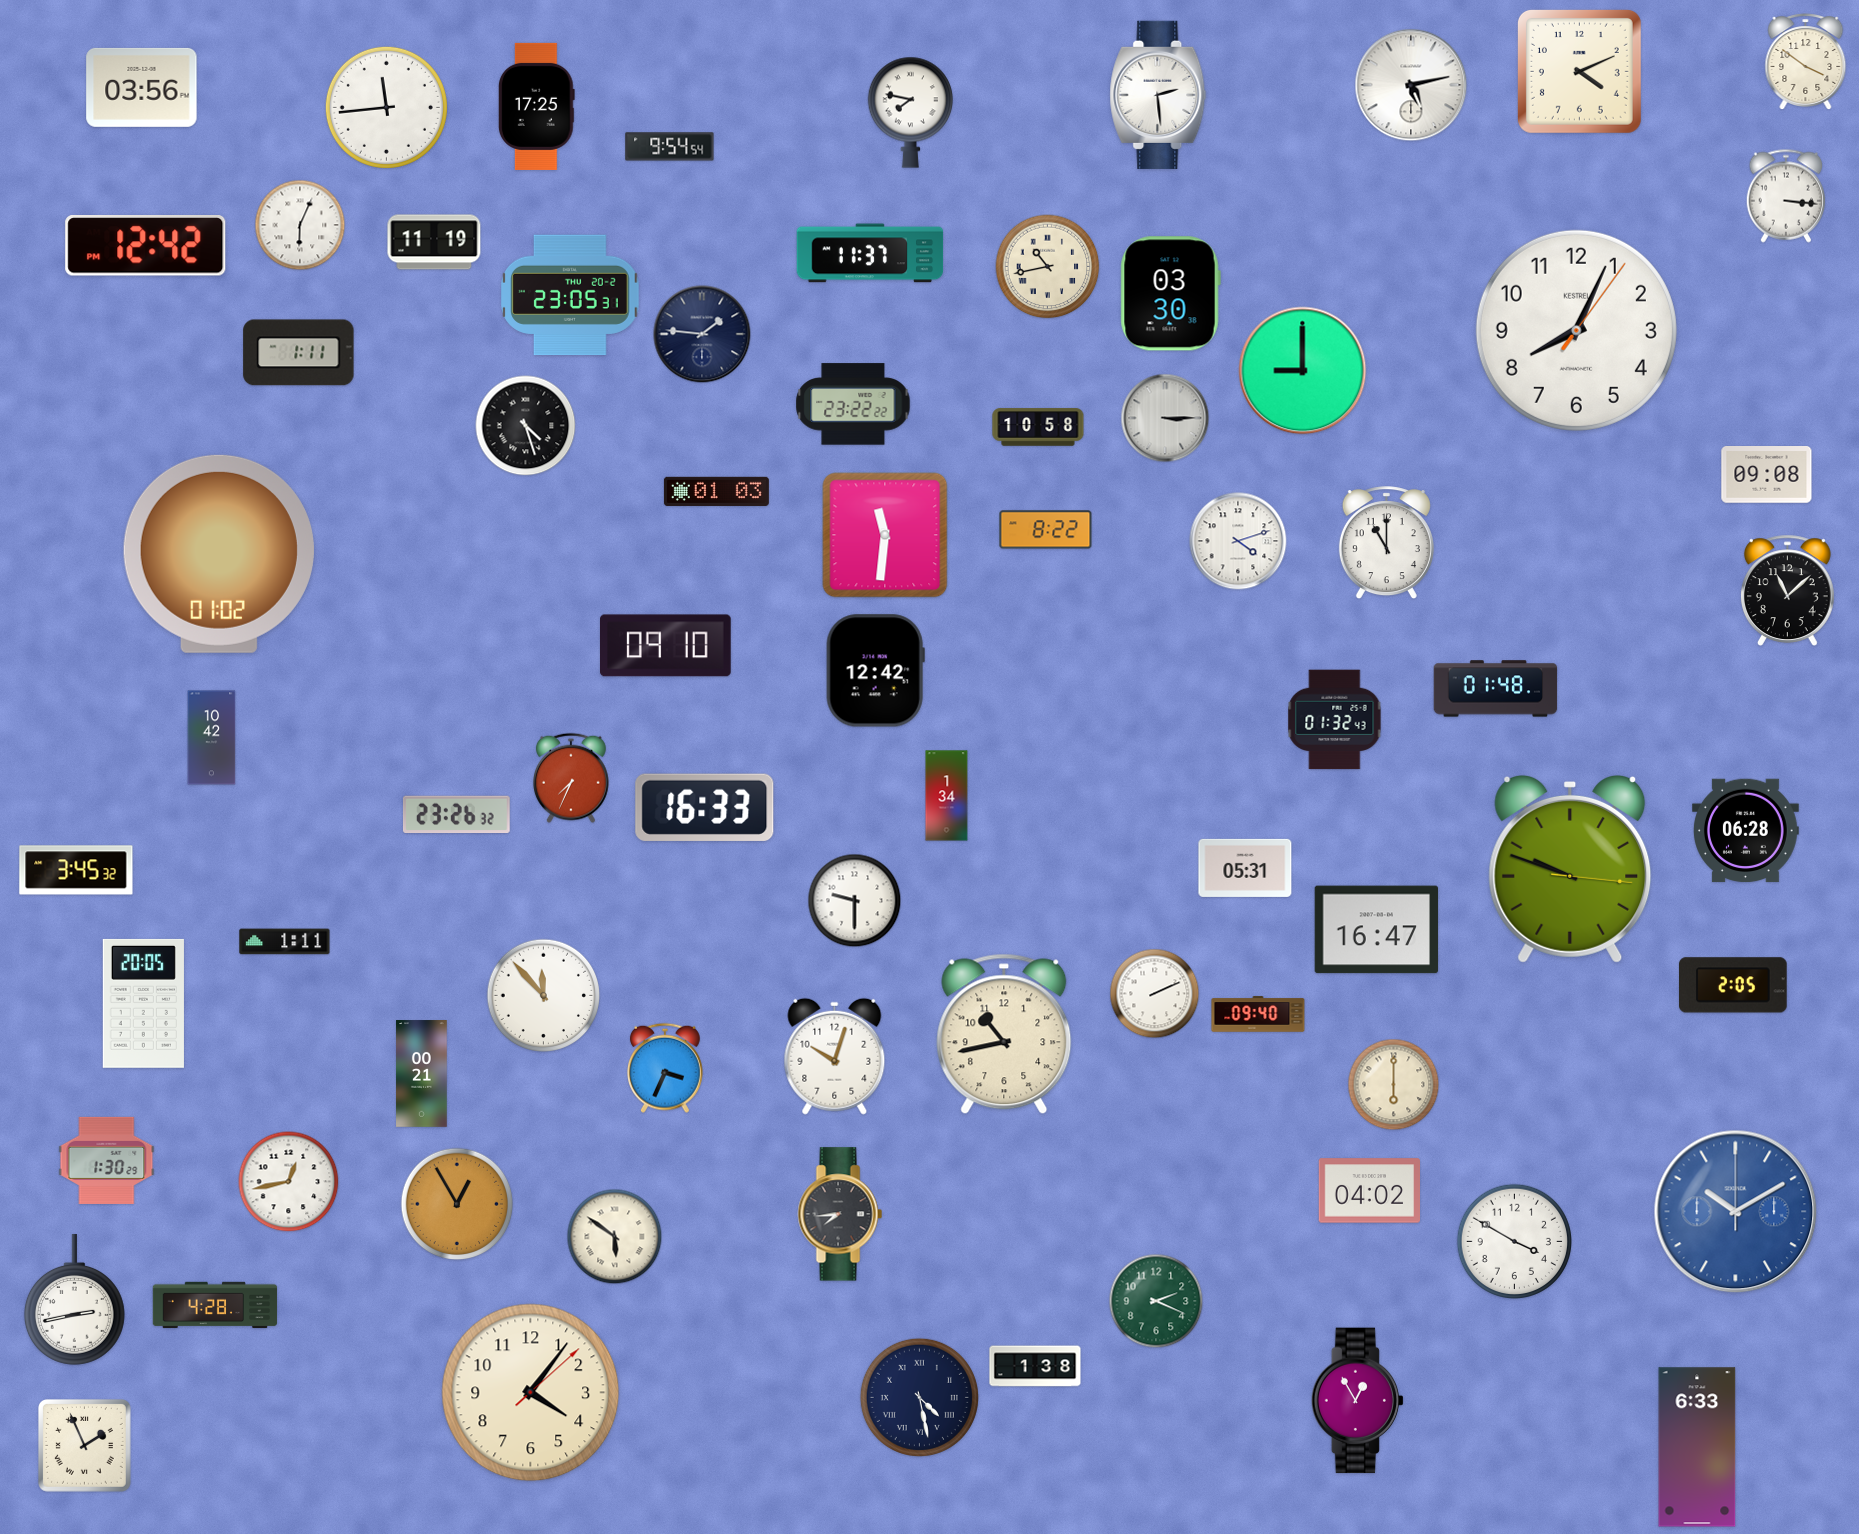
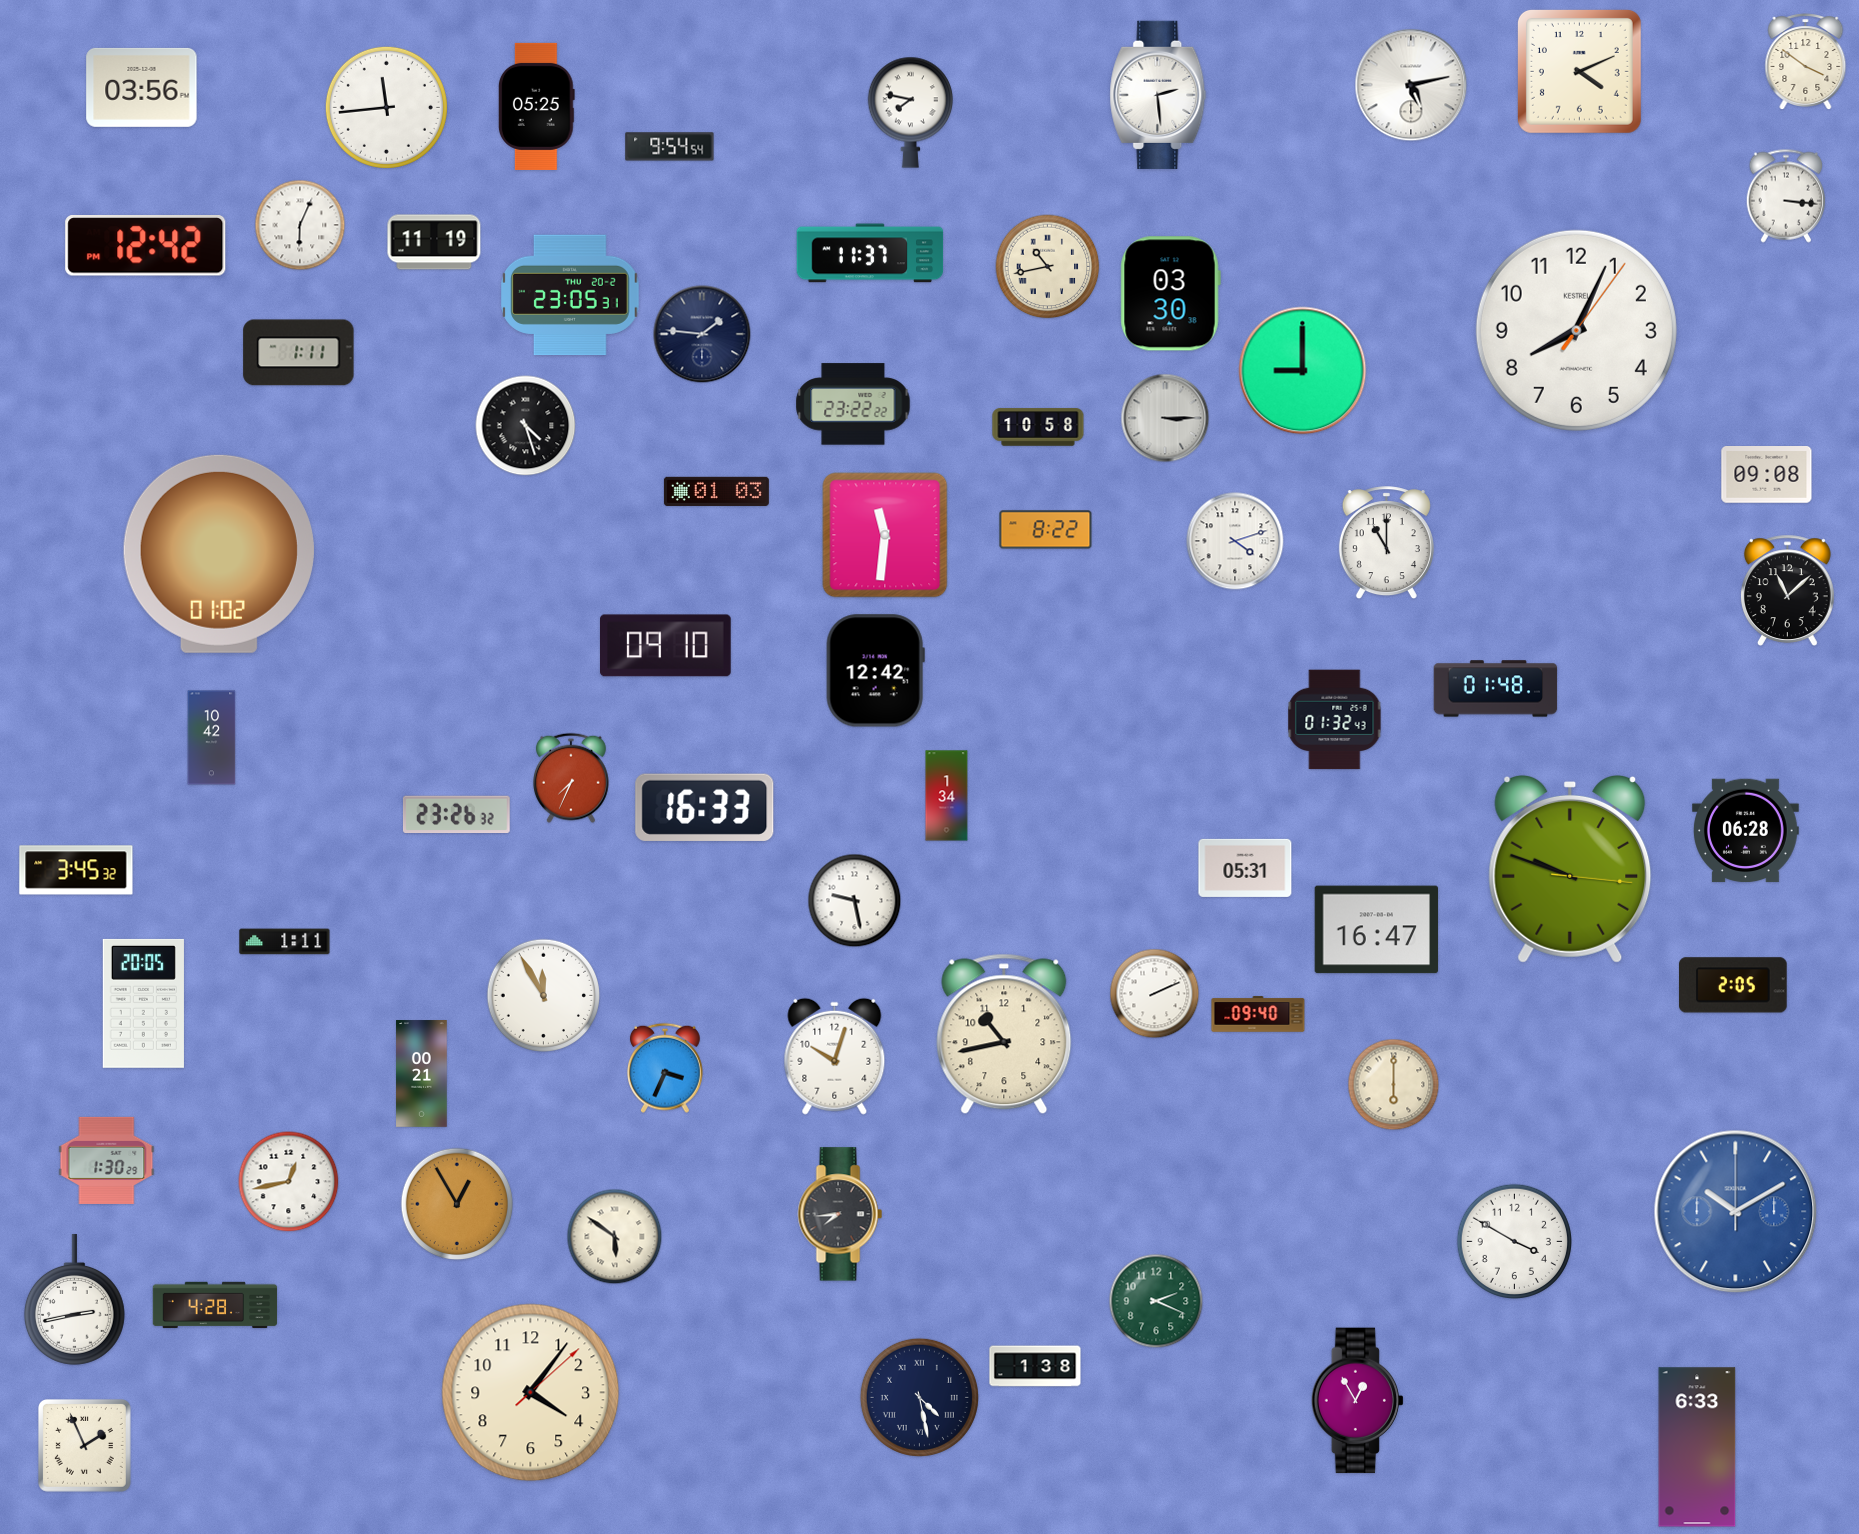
clock at (537, 106): 17:25 -> 05:25
clock at (1238, 541) position: (1238, 541) -> (1235, 541)
clock at (855, 901): 9:30 -> 9:28
clock at (544, 996): 11:53 -> 11:55
clock at (1370, 1191): 04:02 -> none
